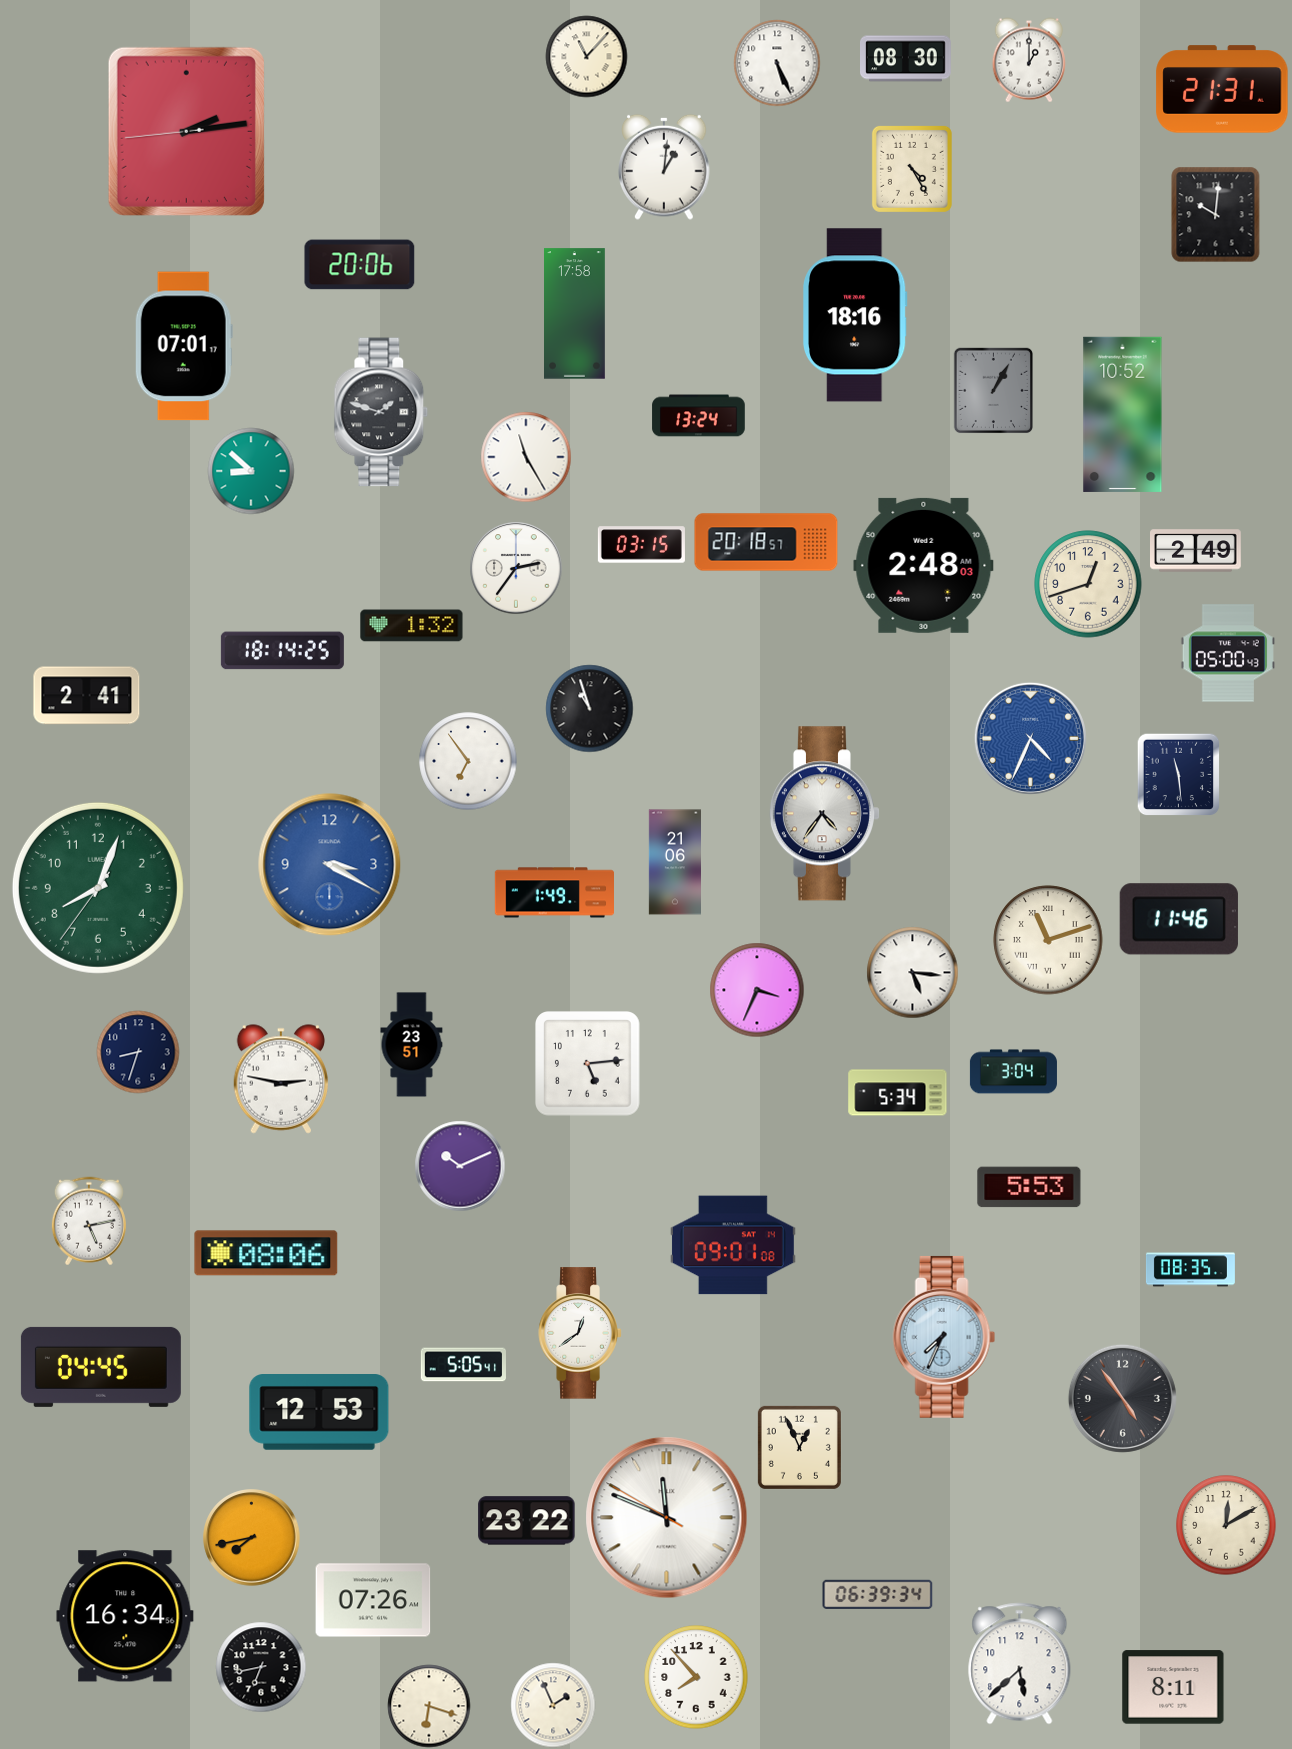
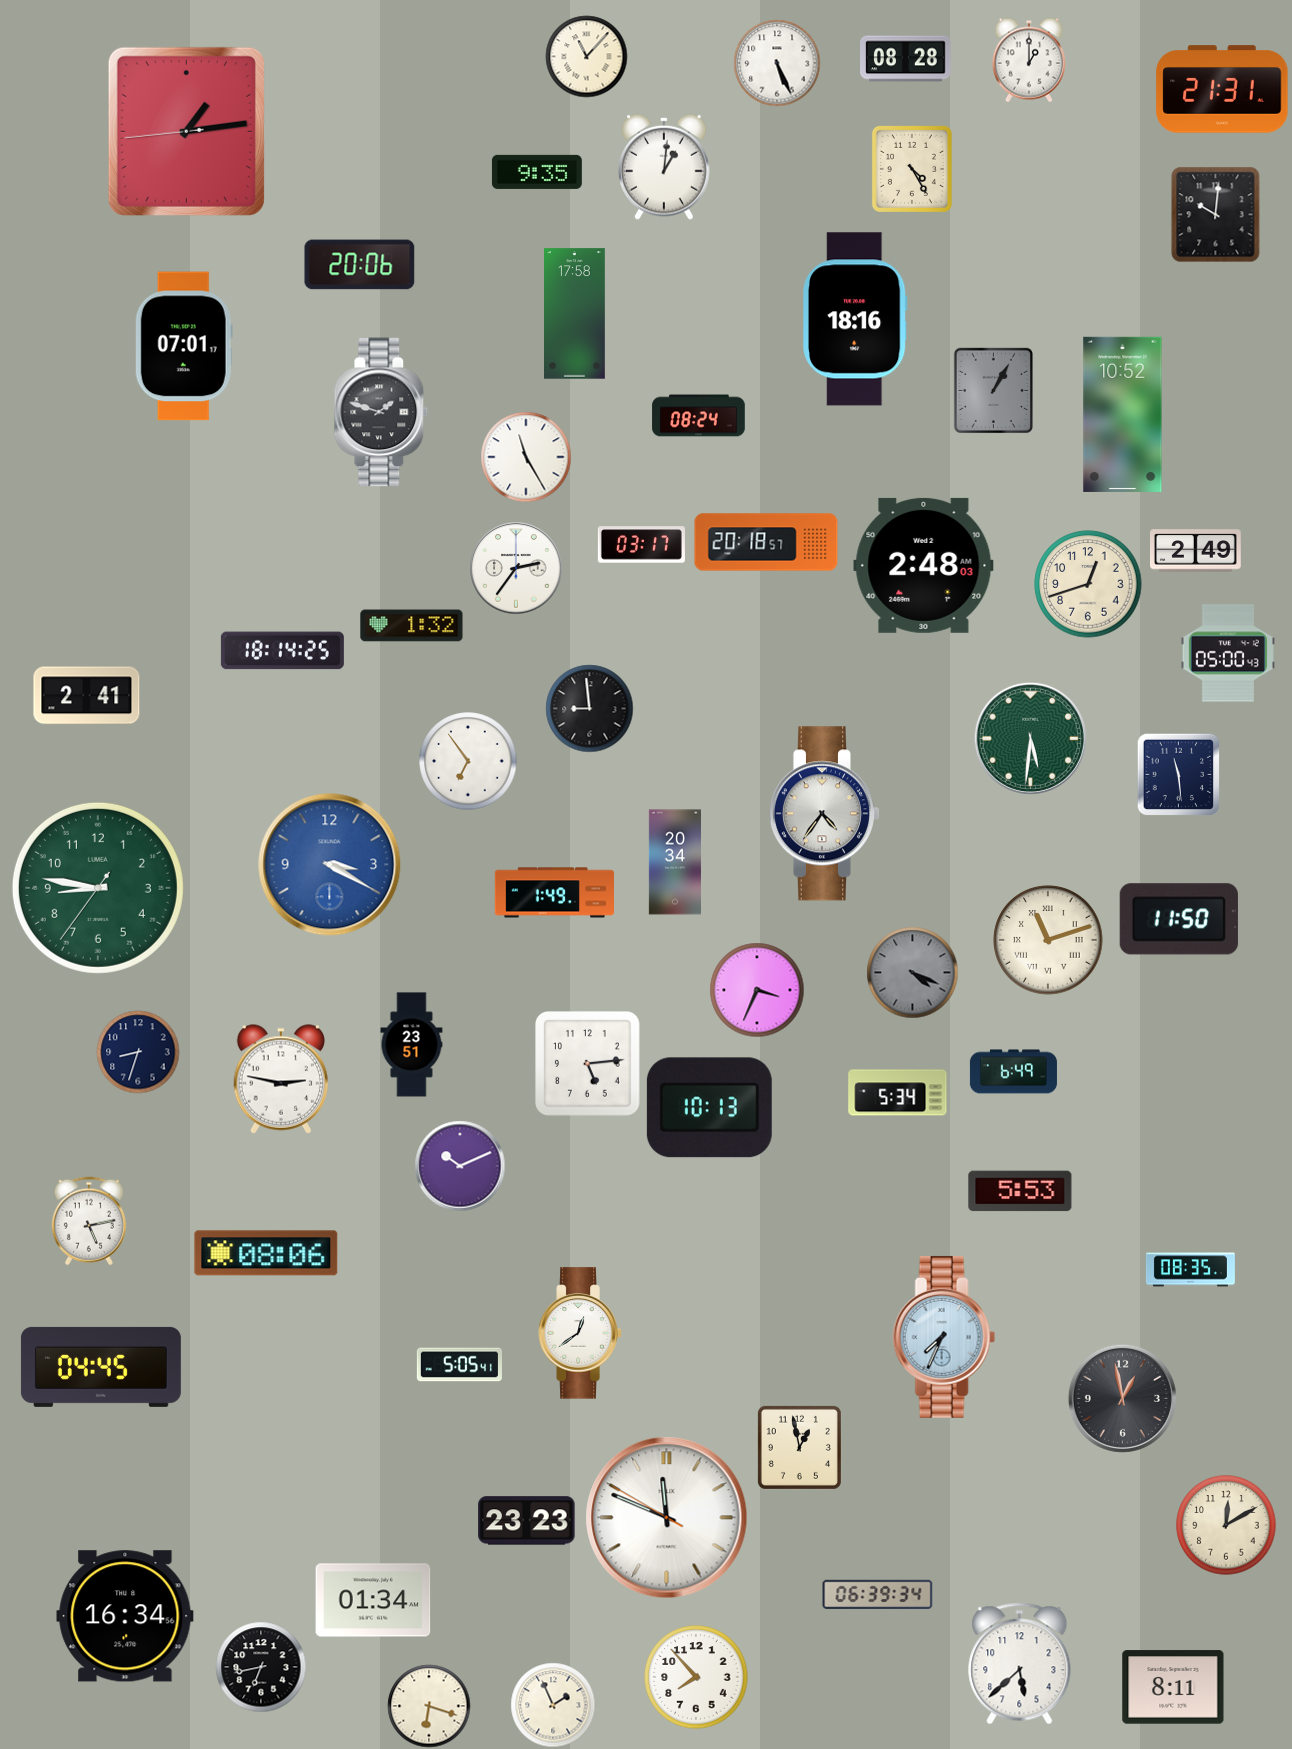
clock at (906, 59): 08:30 -> 08:28
clock at (186, 131): 2:13 -> 1:13
clock at (537, 172): none -> 9:35
clock at (856, 315) position: (856, 315) -> (856, 319)
clock at (699, 416): 13:24 -> 08:24
clock at (251, 471): 8:52 -> none
clock at (641, 545): 03:15 -> 03:17
clock at (590, 709): 10:57 -> 8:59
clock at (1030, 738): 4:34 -> 5:31
clock at (1030, 738) dial: blue -> green
clock at (674, 862): 21:06 -> 20:34
clock at (98, 888): 8:03 -> 8:46
clock at (1179, 919): 11:46 -> 11:50
clock at (913, 973): 5:16 -> 4:19
clock at (913, 973) dial: white -> grey
clock at (1013, 1072): 3:04 -> 6:49
clock at (709, 1108): none -> 10:13
clock at (1029, 1187) position: (1029, 1187) -> (1020, 1191)
clock at (733, 1245): 09:01 -> none
clock at (463, 1365) position: (463, 1365) -> (459, 1365)
clock at (1122, 1398): 4:54 -> 12:58
clock at (319, 1413): 12:53 -> none
clock at (799, 1447): 12:56 -> 12:58
clock at (527, 1521): 23:22 -> 23:23
clock at (252, 1538): 7:43 -> none
clock at (373, 1600): 07:26 -> 01:34
